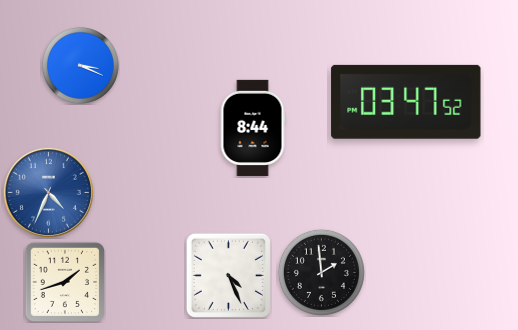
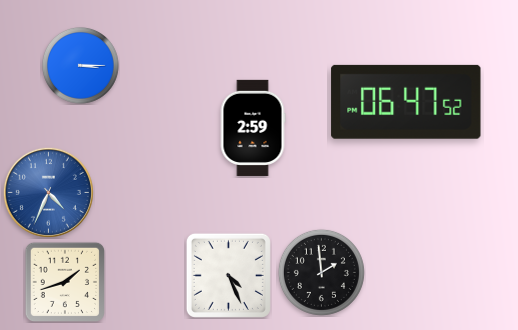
clock at (80, 65): 3:19 -> 3:15
clock at (406, 102): 03:47 -> 06:47
clock at (253, 128): 8:44 -> 2:59
